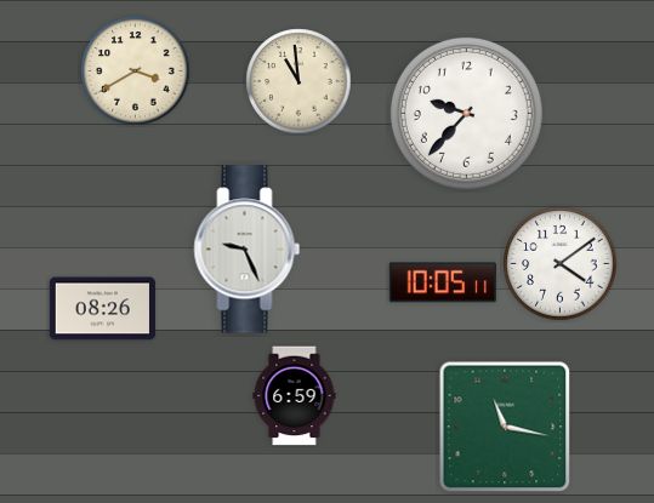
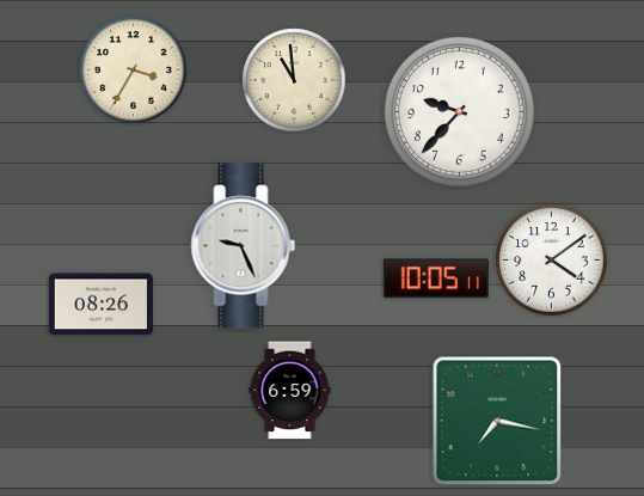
clock at (136, 72): 3:40 -> 3:35
clock at (505, 427): 11:17 -> 7:17
